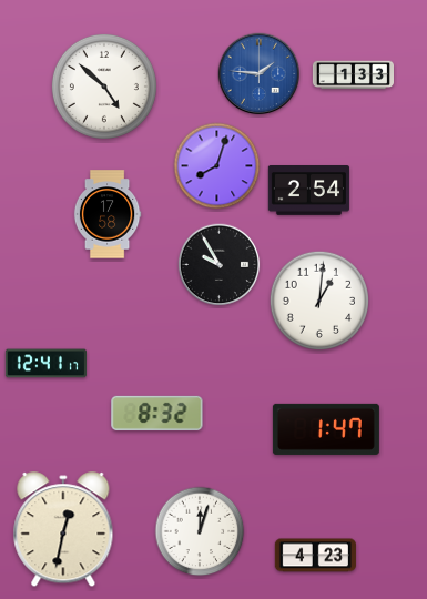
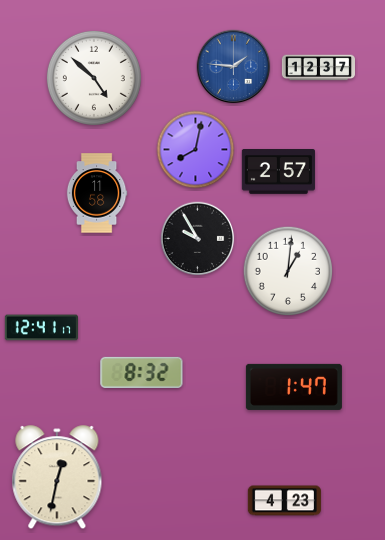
clock at (353, 75): 1:33 -> 12:37
clock at (217, 166): 8:03 -> 8:02
clock at (308, 191): 2:54 -> 2:57
clock at (108, 214): 17:58 -> 11:58
clock at (200, 531): 12:03 -> none
